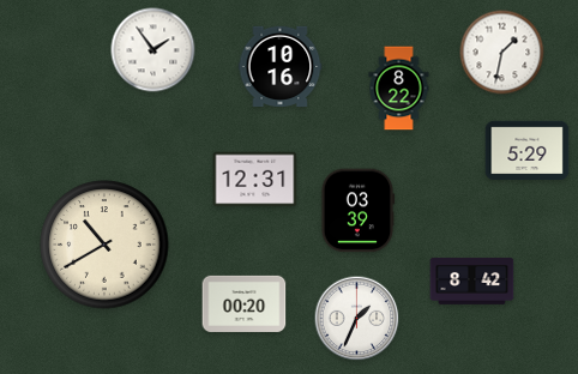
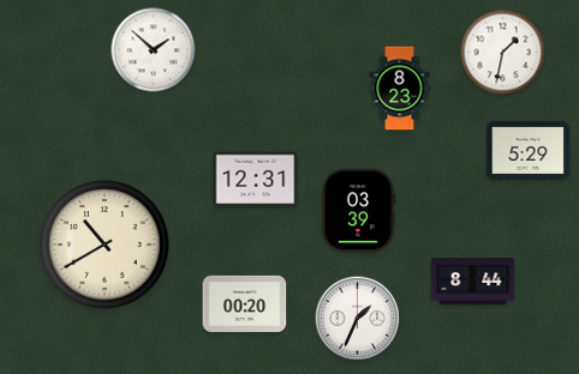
clock at (153, 50): 1:54 -> 1:52
clock at (281, 66): 10:16 -> none
clock at (399, 89): 8:22 -> 8:23
clock at (472, 282): 8:42 -> 8:44
